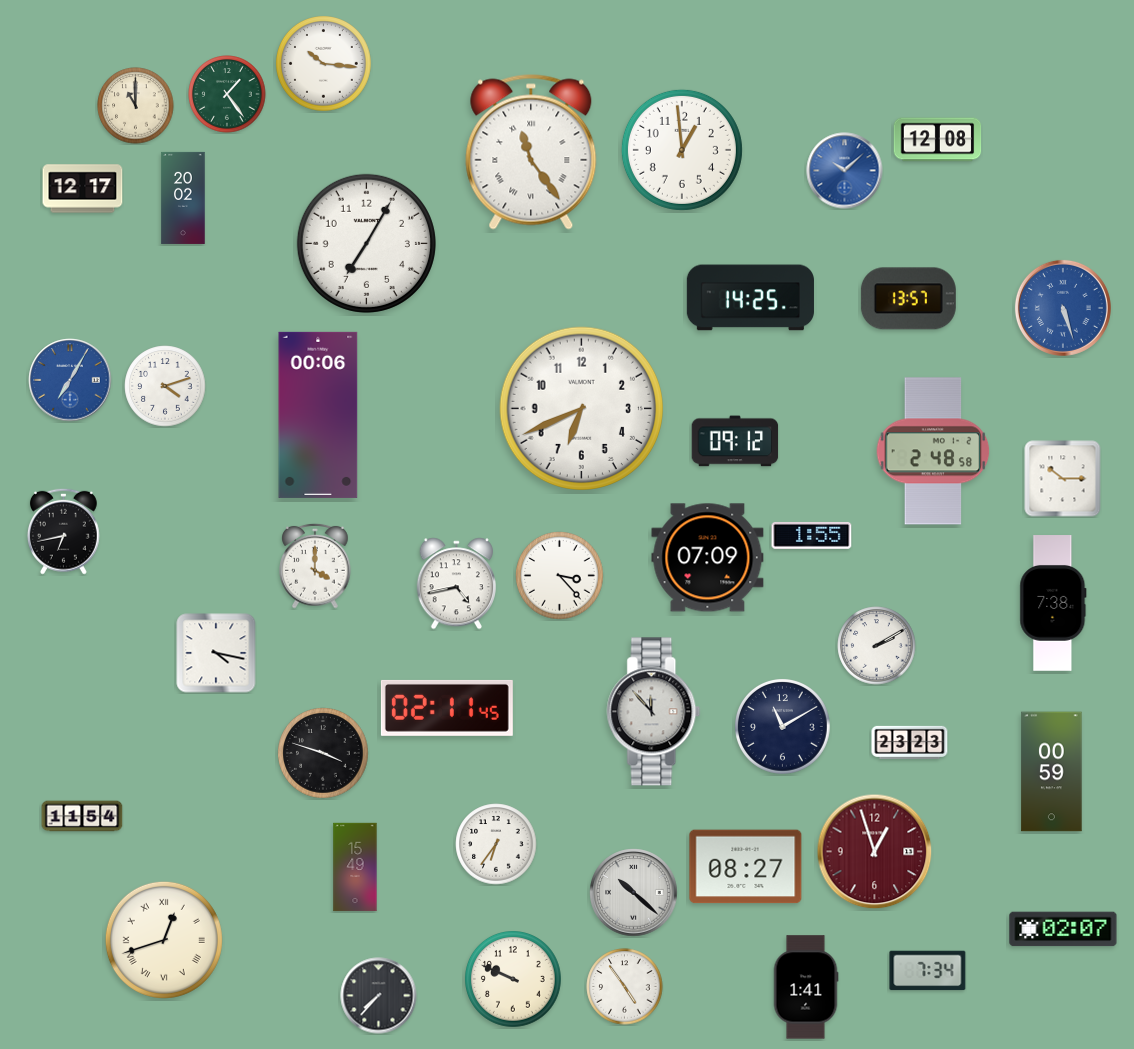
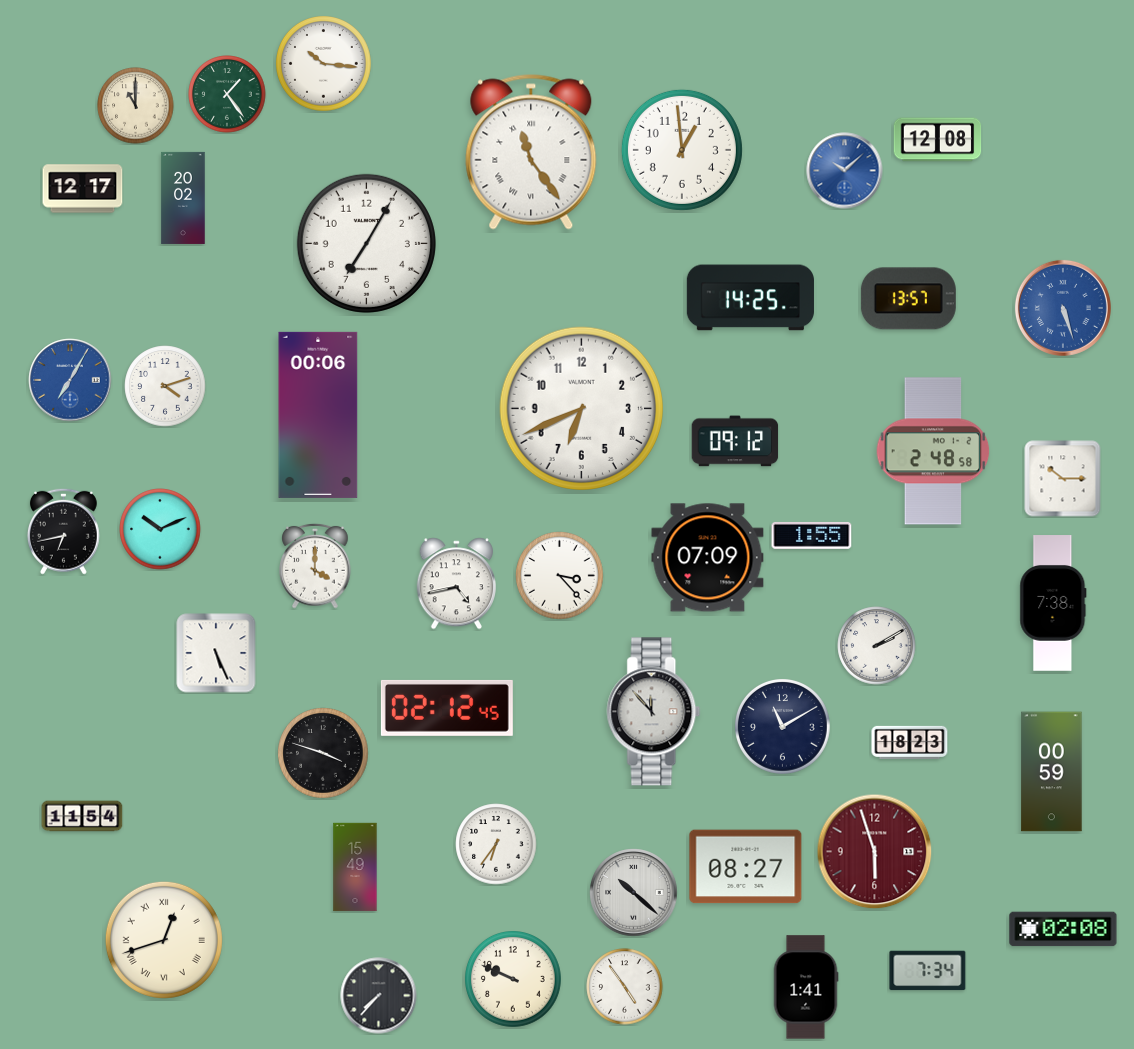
clock at (160, 529): none -> 10:11
clock at (216, 653): 4:17 -> 5:26
clock at (447, 708): 02:11 -> 02:12
clock at (910, 742): 23:23 -> 18:23
clock at (875, 852): 12:57 -> 5:57
clock at (1063, 929): 02:07 -> 02:08
